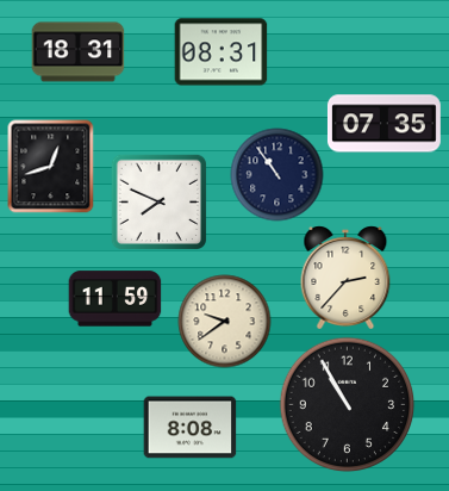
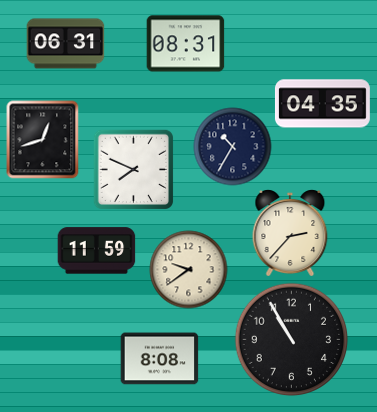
clock at (77, 52): 18:31 -> 06:31
clock at (383, 124): 07:35 -> 04:35
clock at (276, 174): 10:54 -> 10:35
